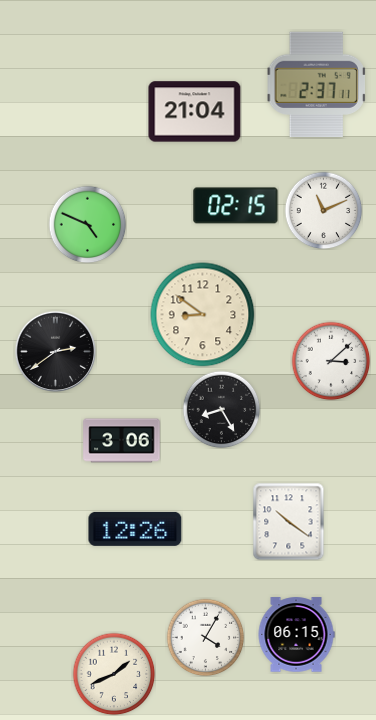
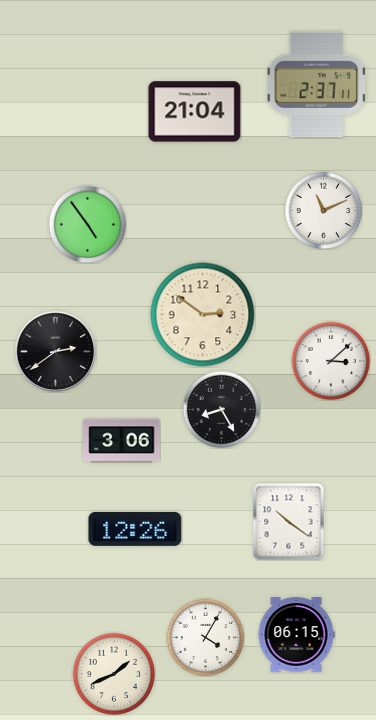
clock at (236, 206): 02:15 -> none
clock at (87, 224): 4:49 -> 4:54
clock at (203, 315): 8:51 -> 2:51
